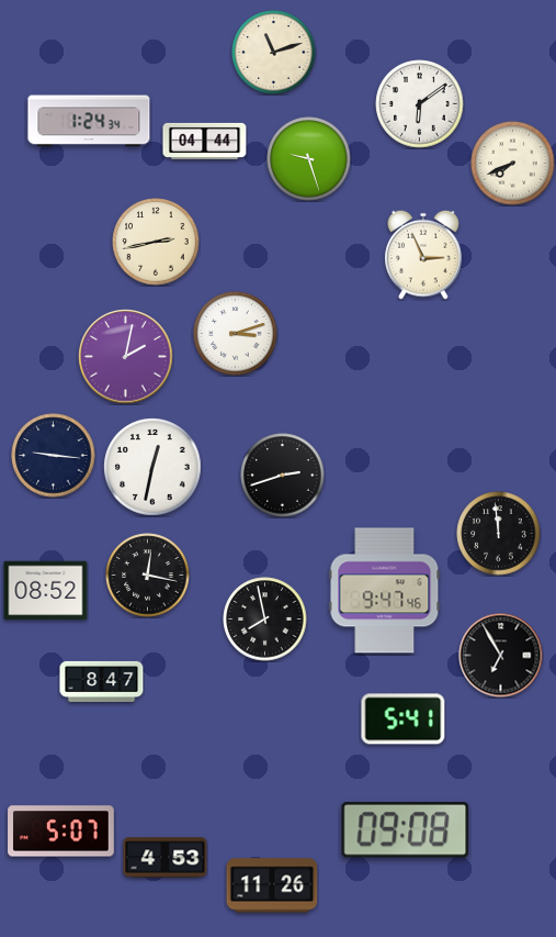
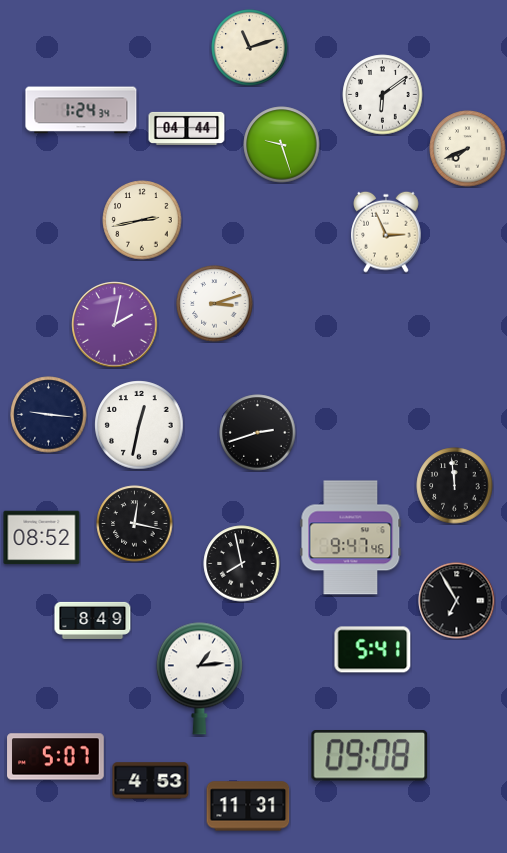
clock at (501, 656) position: (501, 656) -> (457, 601)
clock at (102, 681): 8:47 -> 8:49
clock at (404, 720) position: (404, 720) -> (373, 650)
clock at (199, 678): none -> 1:14
clock at (272, 885): 11:26 -> 11:31
